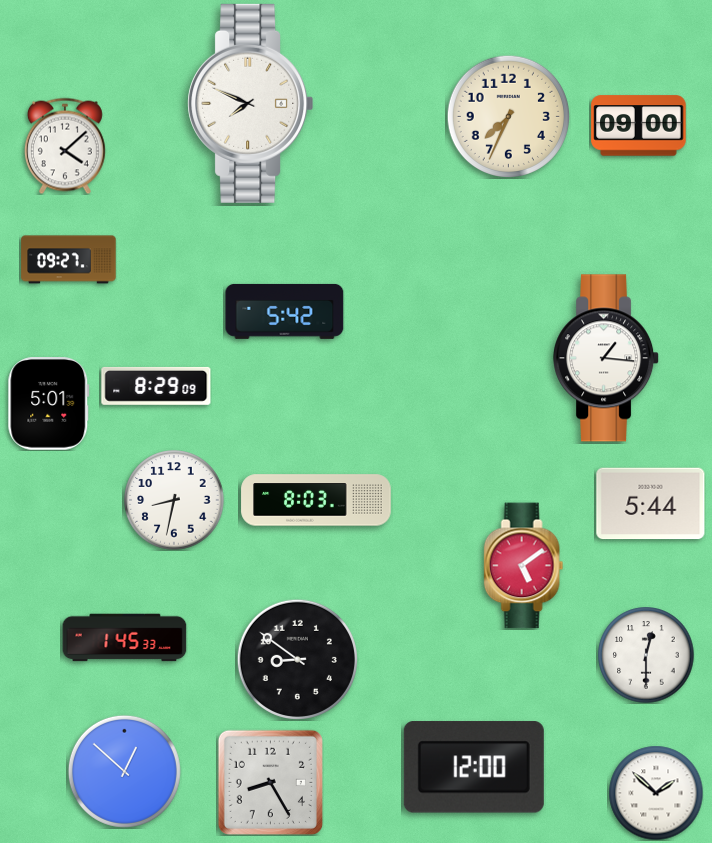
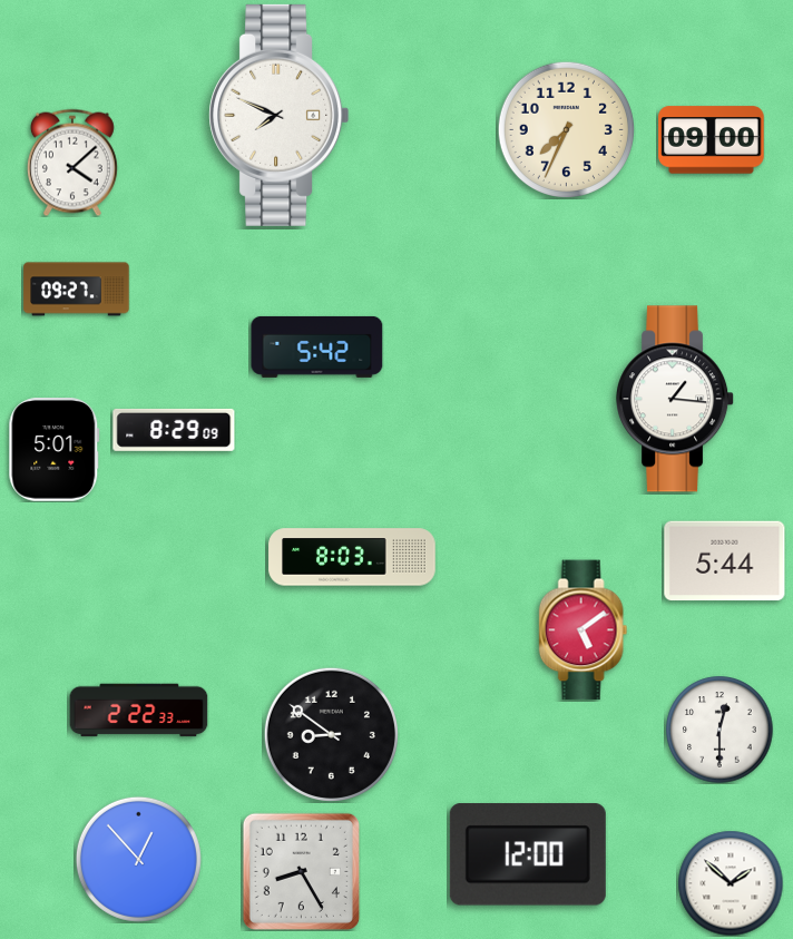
clock at (174, 500): 8:32 -> none
clock at (125, 638): 1:45 -> 2:22
clock at (124, 771): 12:52 -> 12:53
